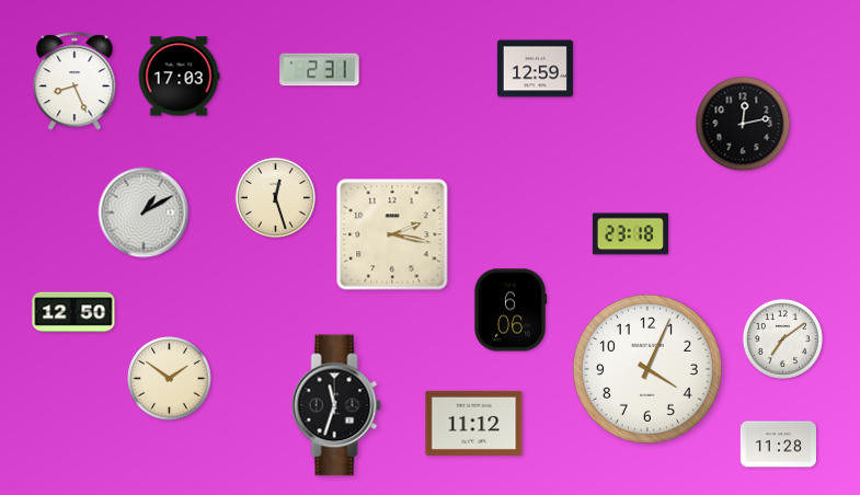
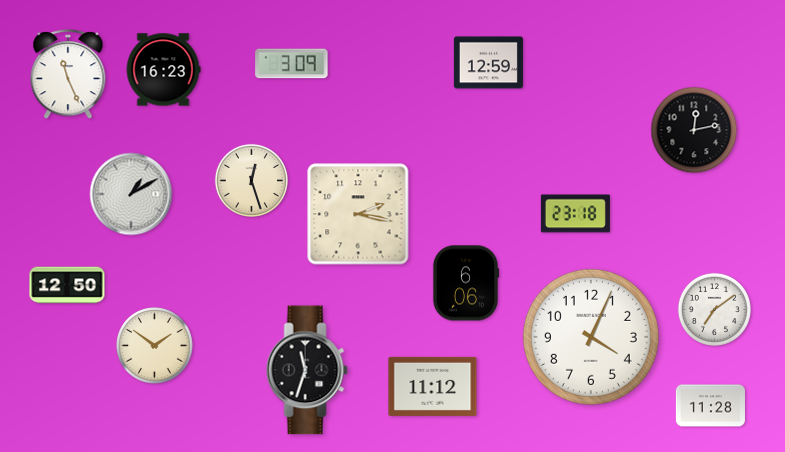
clock at (320, 70): 2:31 -> 3:09
clock at (179, 77): 17:03 -> 16:23
clock at (74, 82): 8:26 -> 11:26
clock at (743, 124) position: (743, 124) -> (694, 130)
